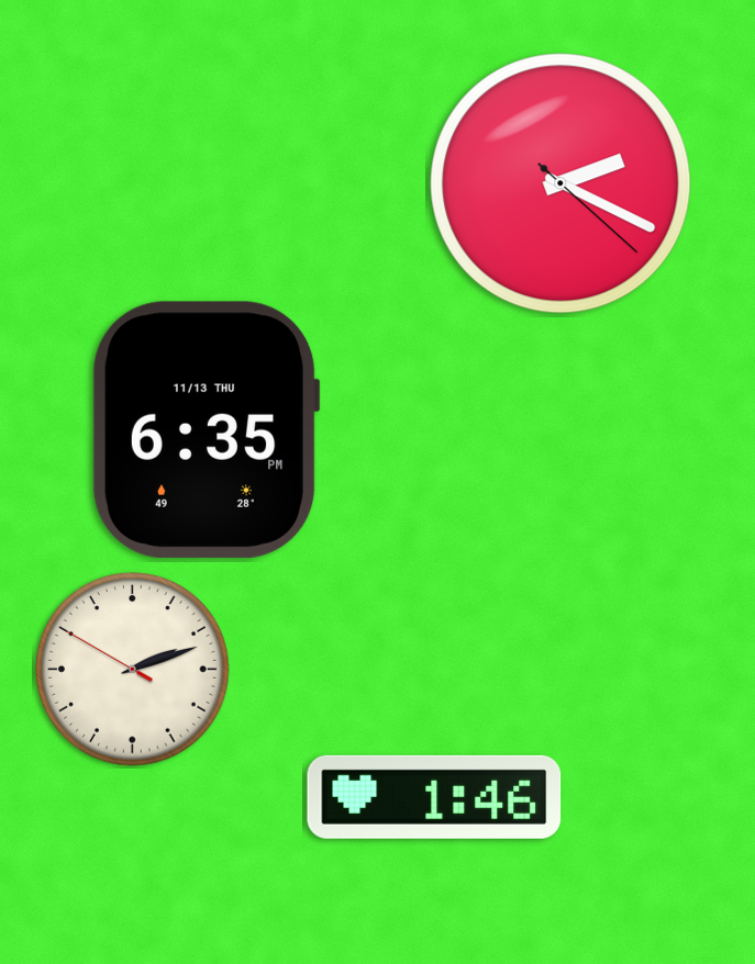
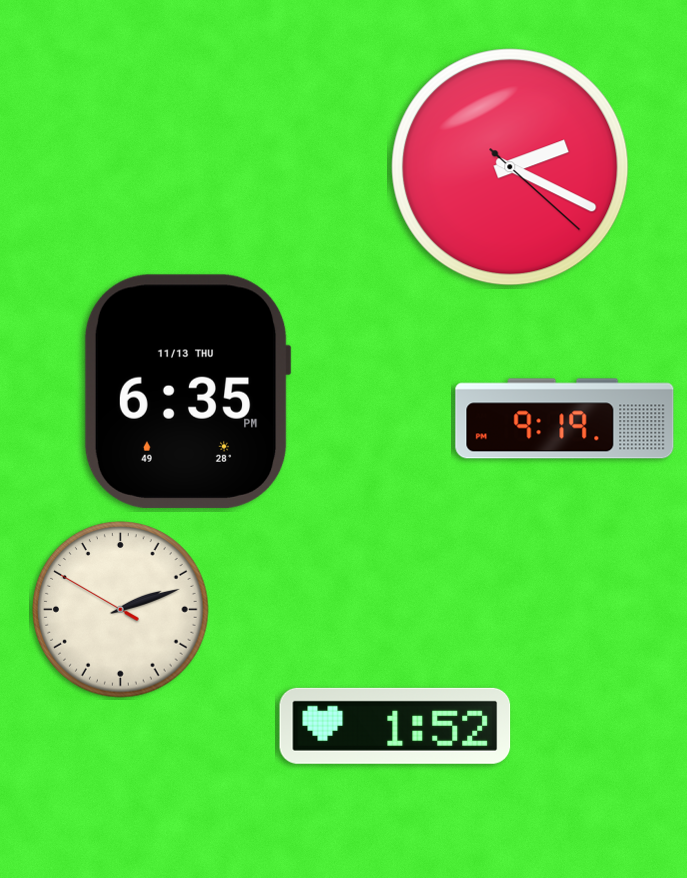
clock at (565, 419): none -> 9:19
clock at (434, 797): 1:46 -> 1:52
